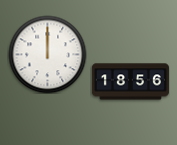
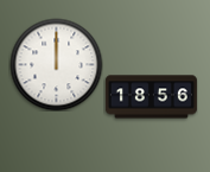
clock at (130, 82) position: (130, 82) -> (151, 97)
